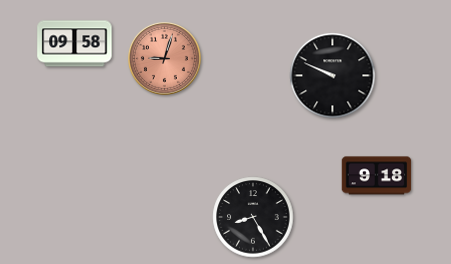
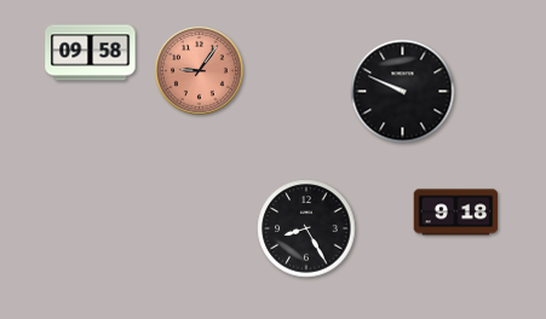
clock at (164, 58): 9:03 -> 9:06
clock at (253, 217) position: (253, 217) -> (306, 228)
